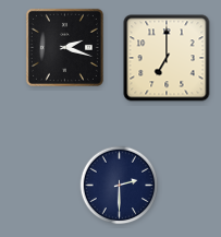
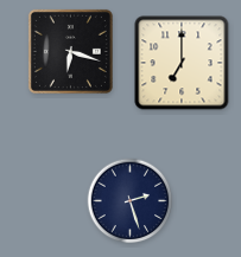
clock at (64, 47): 2:18 -> 6:18
clock at (120, 186): 2:30 -> 2:27
